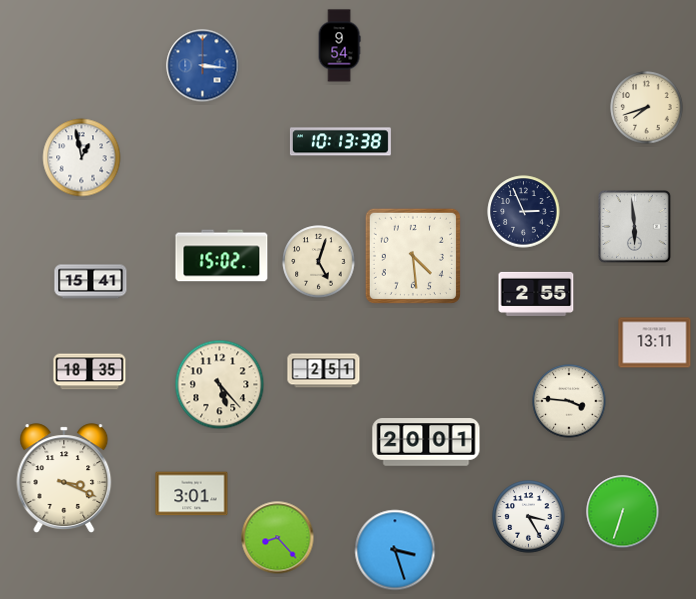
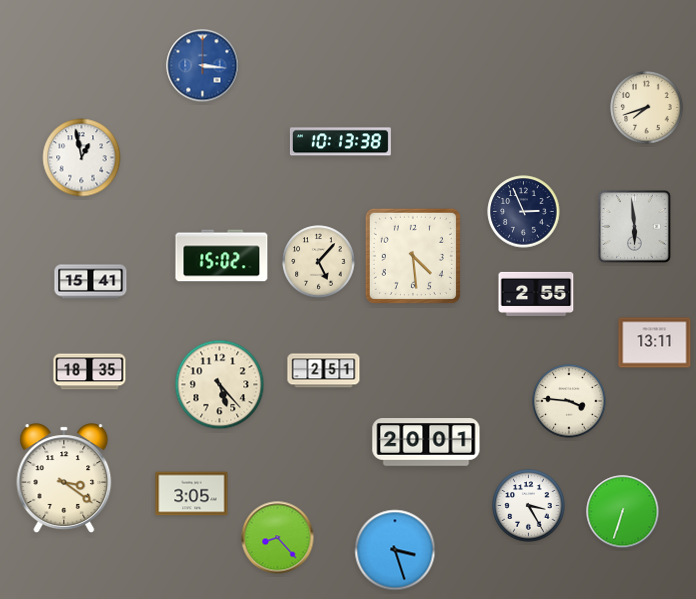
clock at (339, 46): 9:54 -> none
clock at (319, 262): 5:03 -> 5:07
clock at (64, 478): 3:19 -> 3:21
clock at (192, 494): 3:01 -> 3:05
clock at (529, 517) position: (529, 517) -> (529, 506)
